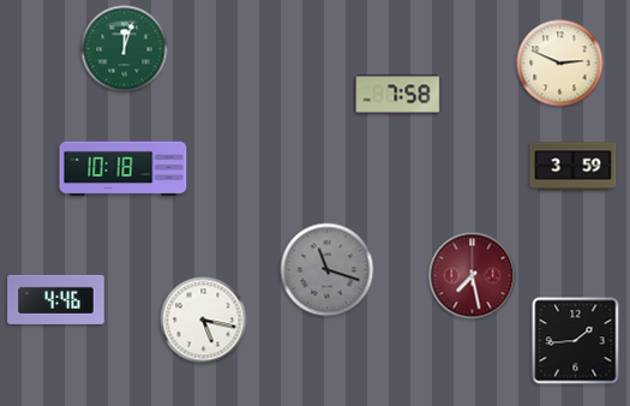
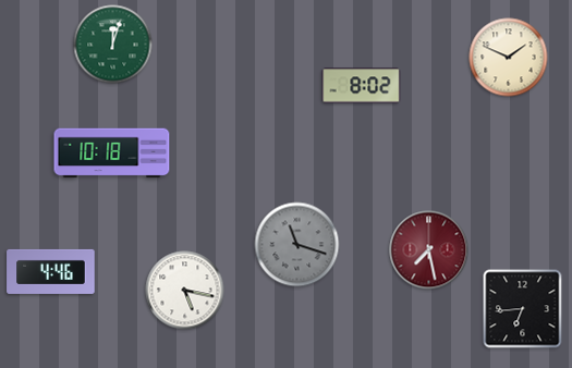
clock at (560, 64): 2:49 -> 1:49
clock at (398, 95): 7:58 -> 8:02
clock at (574, 167): 3:59 -> none
clock at (576, 341): 1:44 -> 6:44
